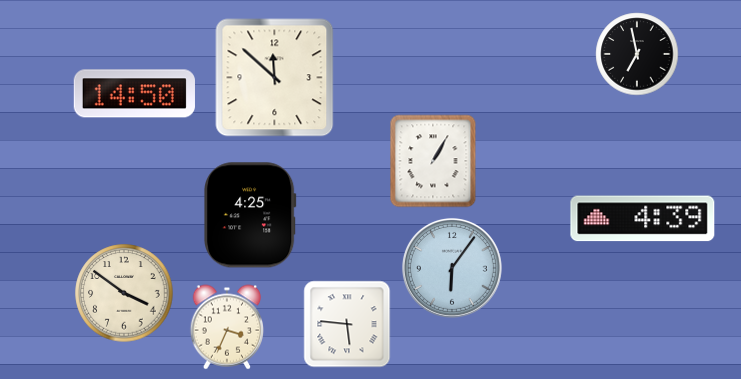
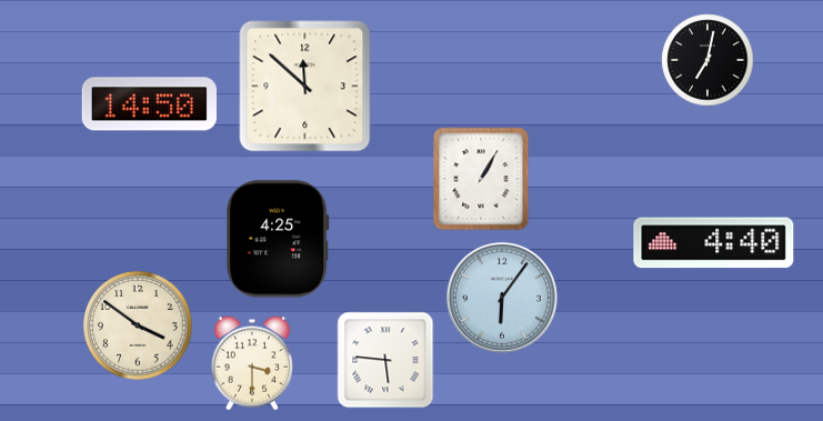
clock at (637, 54): 6:58 -> 7:02
clock at (643, 219): 4:39 -> 4:40
clock at (227, 327): 3:34 -> 3:30
